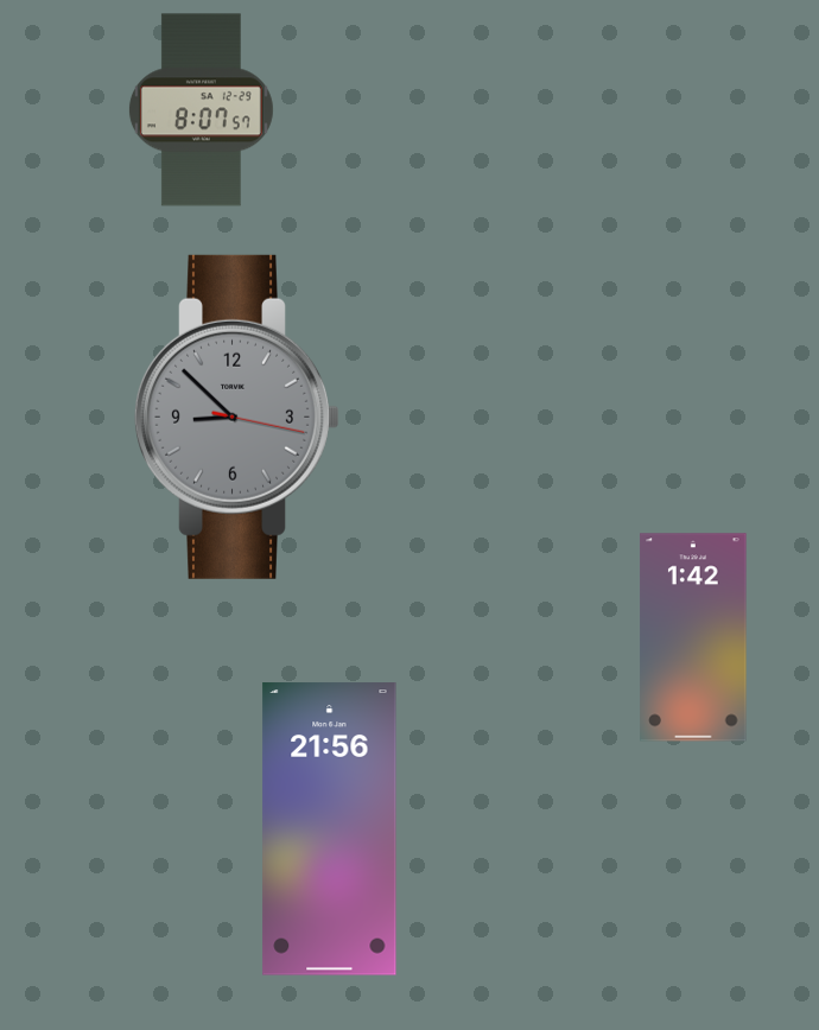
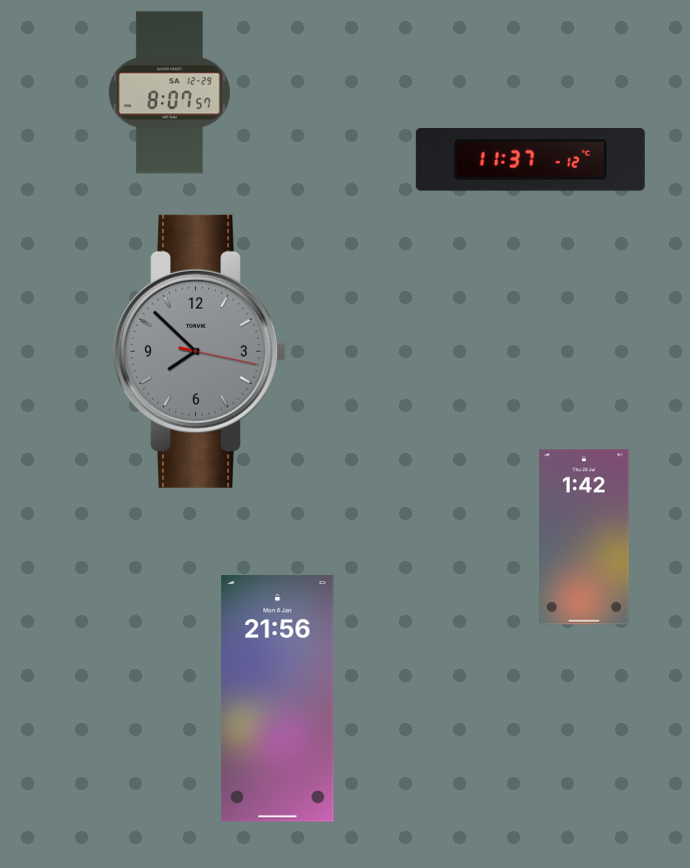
clock at (530, 159): none -> 11:37
clock at (237, 417): 8:52 -> 7:52
